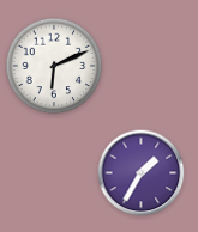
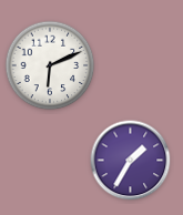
clock at (54, 66) position: (54, 66) -> (50, 65)
